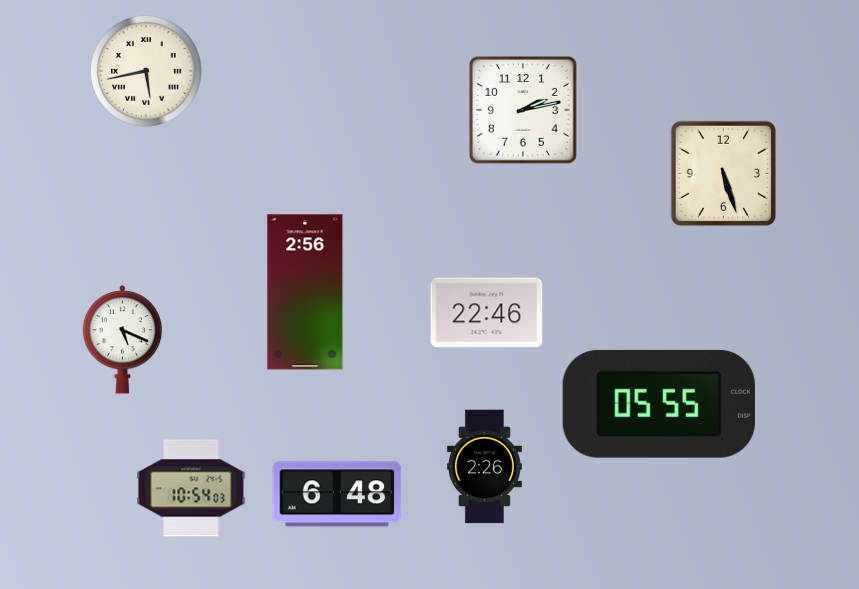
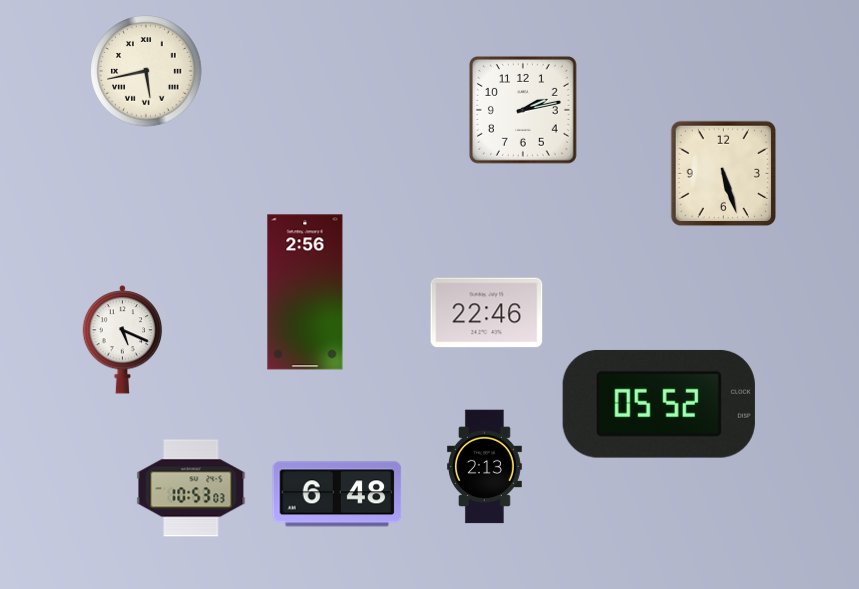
clock at (659, 404): 05:55 -> 05:52
clock at (485, 467): 2:26 -> 2:13
clock at (191, 488): 10:54 -> 10:53
